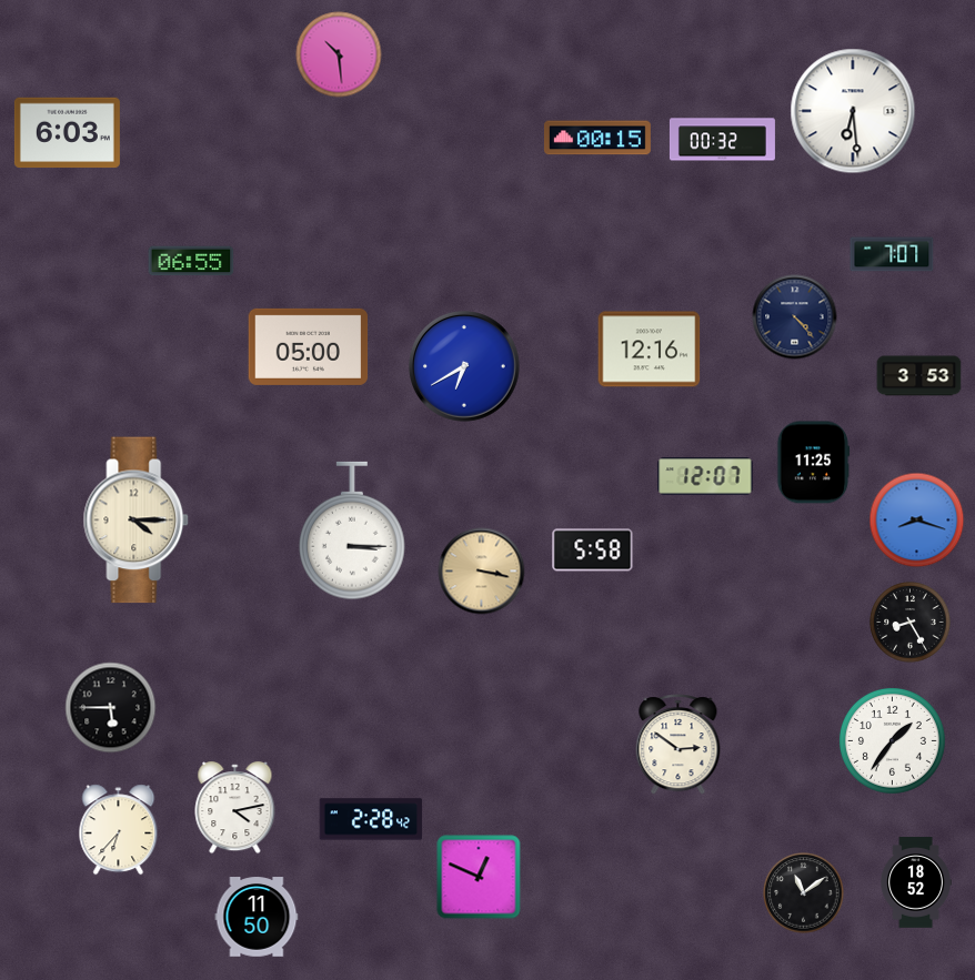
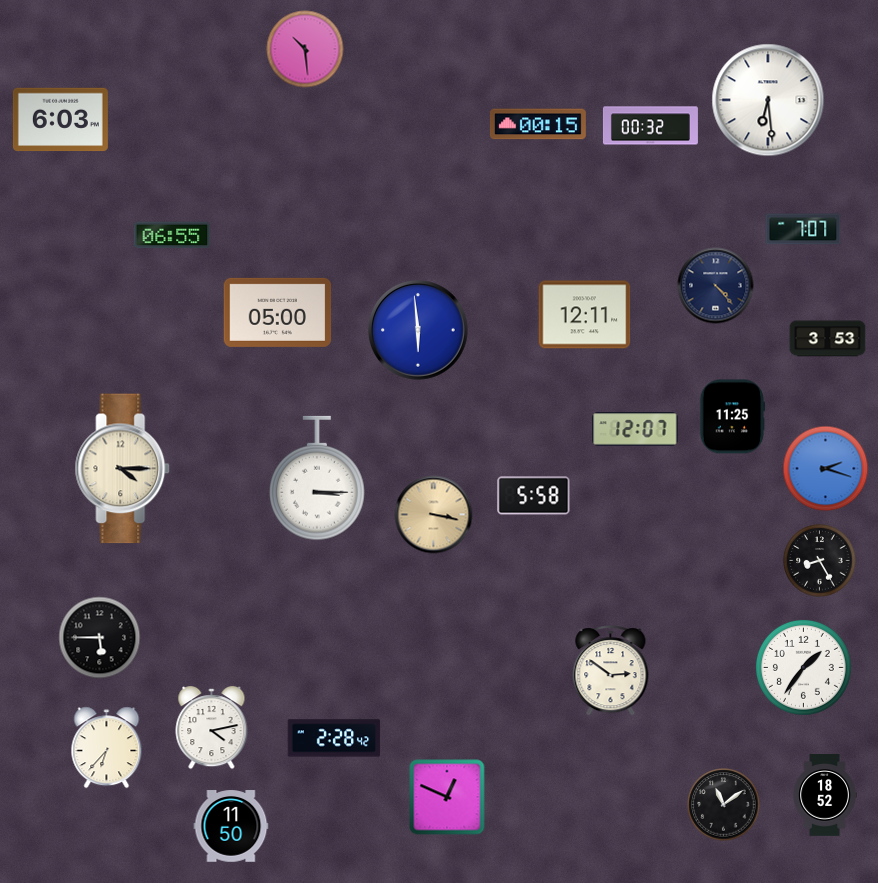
clock at (650, 350): 12:16 -> 12:11
clock at (465, 367): 6:40 -> 5:59
clock at (917, 521): 8:18 -> 2:18
clock at (479, 877) position: (479, 877) -> (447, 797)
